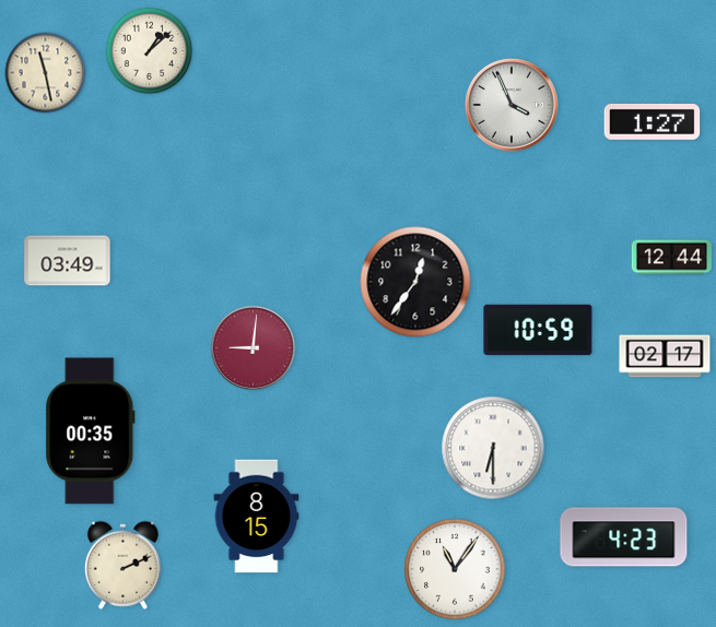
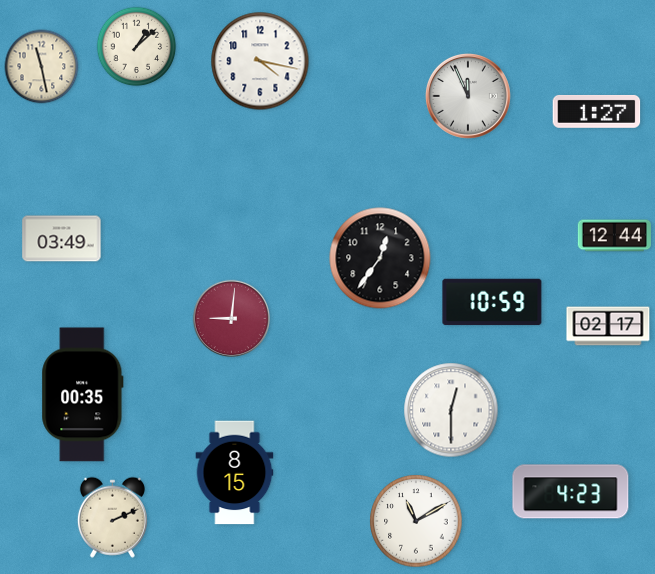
clock at (260, 61): none -> 4:17
clock at (512, 105): 3:56 -> 11:56
clock at (493, 448): 6:30 -> 12:30
clock at (455, 569): 11:06 -> 11:10
